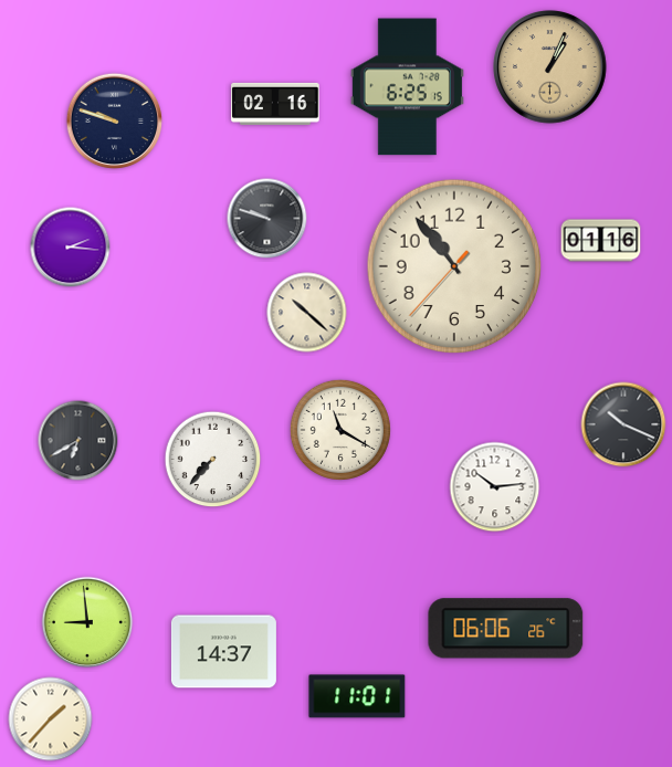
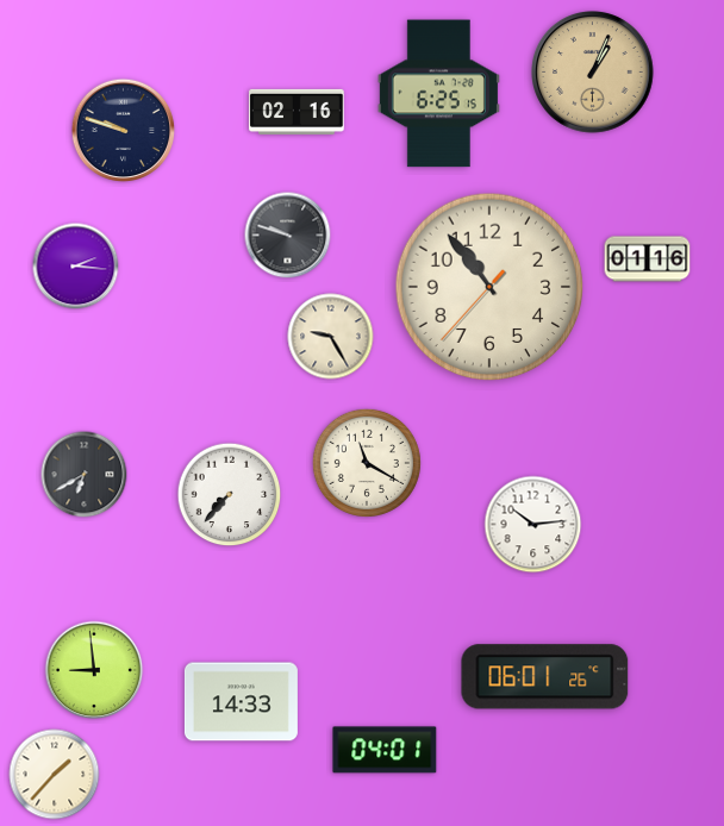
clock at (307, 313): 10:22 -> 9:25
clock at (623, 424): 10:19 -> none
clock at (506, 629): 06:06 -> 06:01
clock at (223, 652): 14:37 -> 14:33
clock at (357, 696): 11:01 -> 04:01
